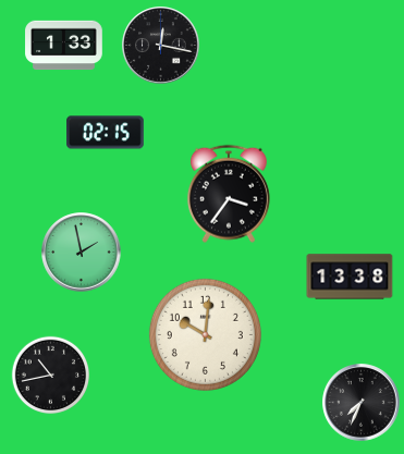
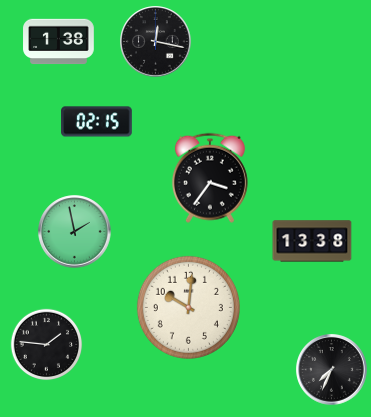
clock at (64, 46): 1:33 -> 1:38
clock at (161, 46) position: (161, 46) -> (156, 42)
clock at (350, 277) position: (350, 277) -> (312, 241)
clock at (51, 376): 10:43 -> 1:46
